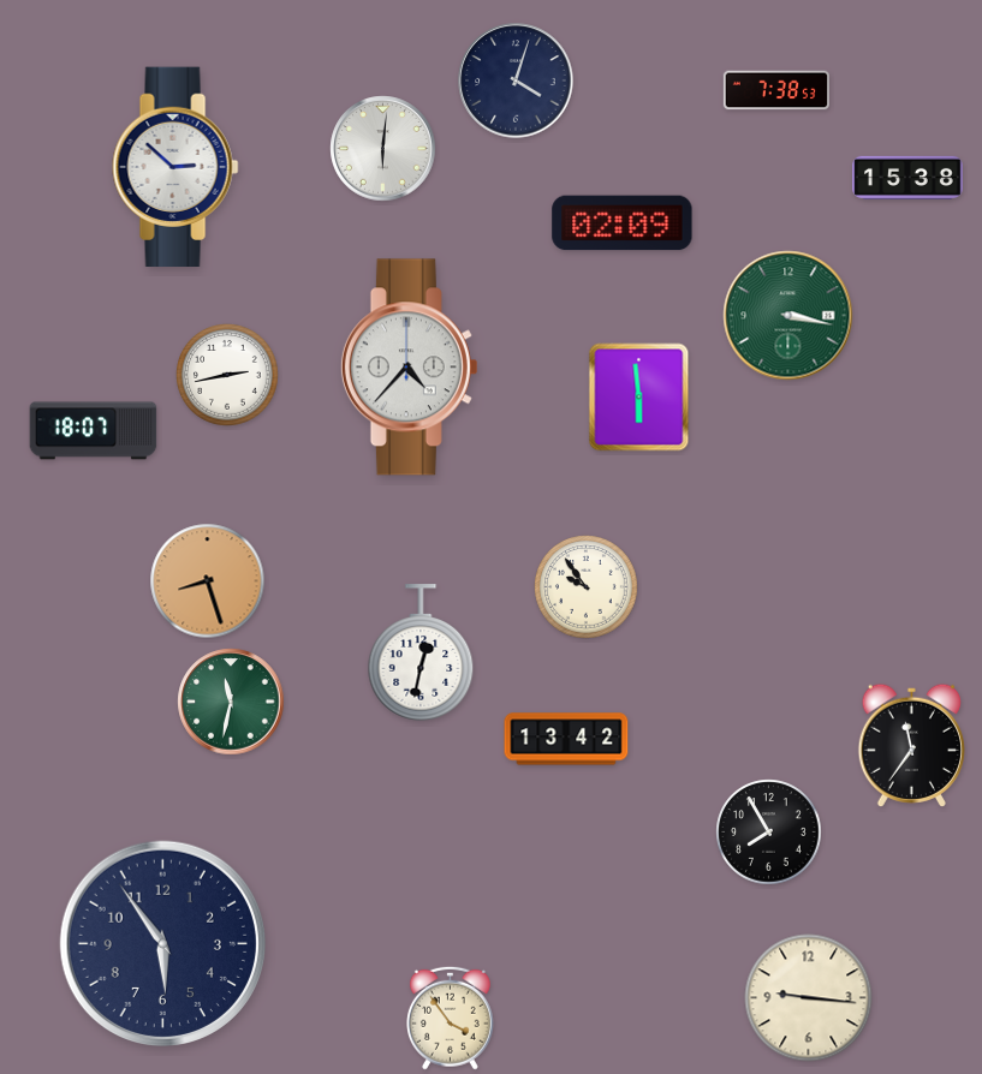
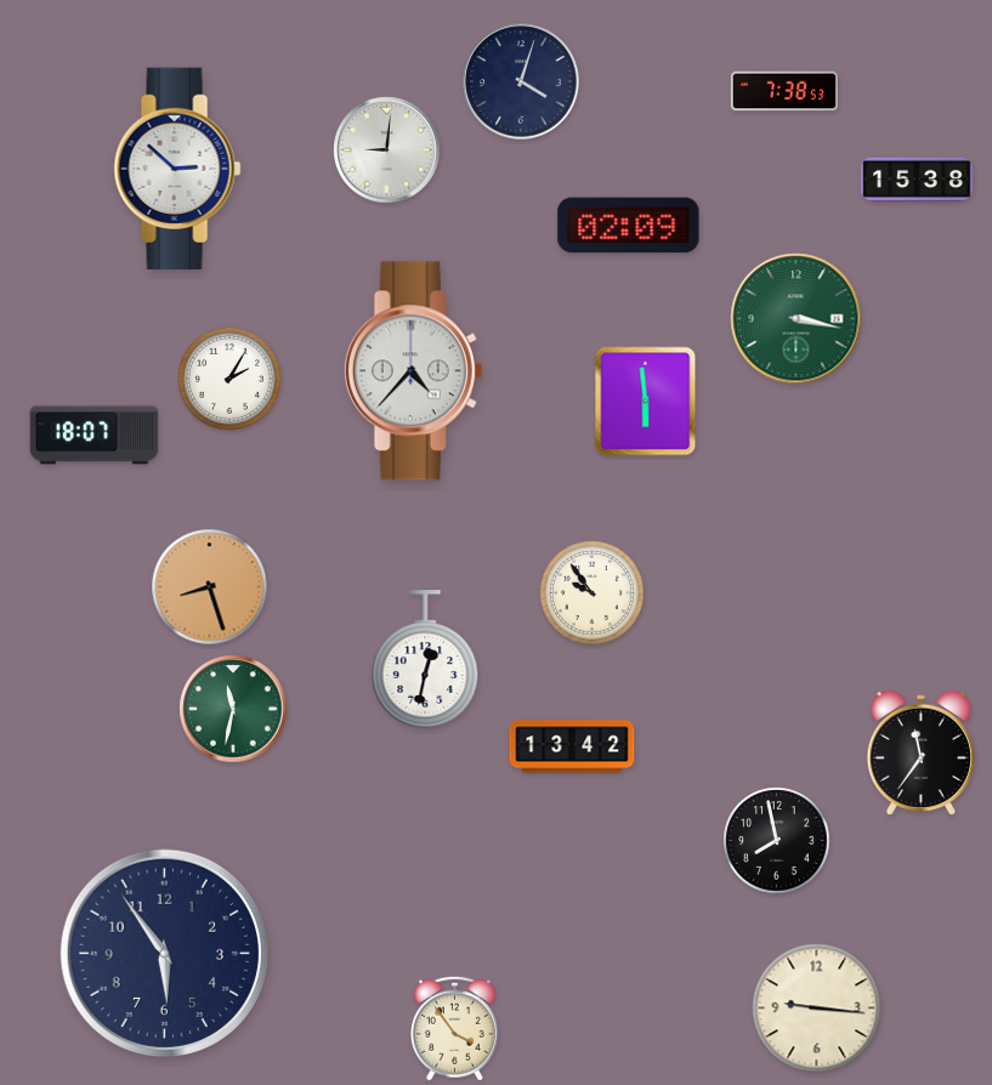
clock at (383, 149): 6:01 -> 9:01
clock at (228, 376): 2:43 -> 2:05
clock at (769, 833): 7:55 -> 7:58
